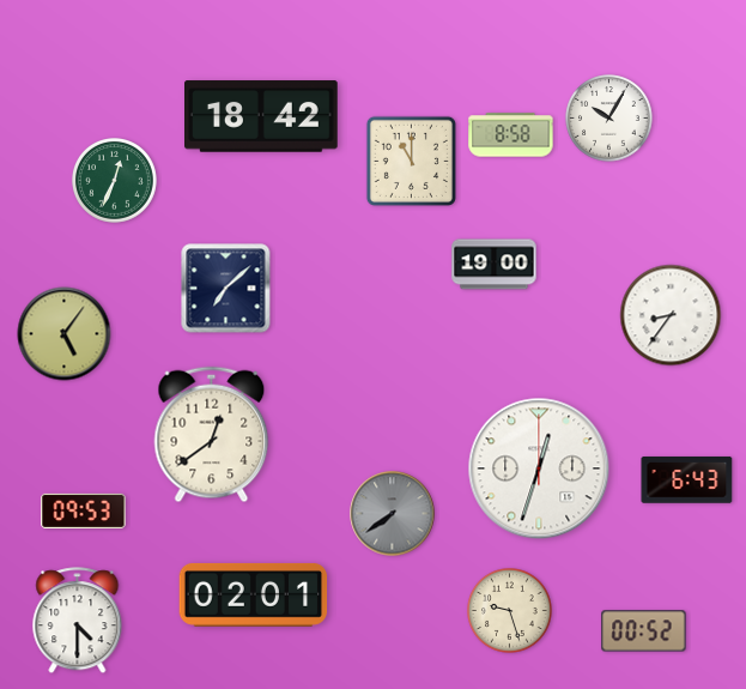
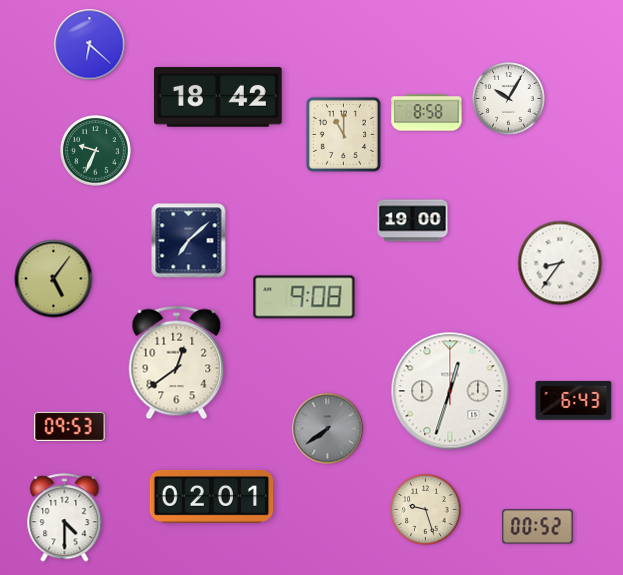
clock at (90, 45): none -> 6:22
clock at (115, 181): 12:34 -> 9:34
clock at (304, 297): none -> 9:08
